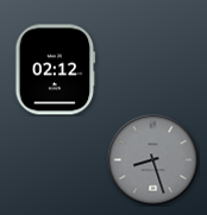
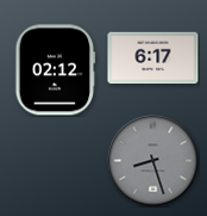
clock at (153, 58): none -> 6:17
